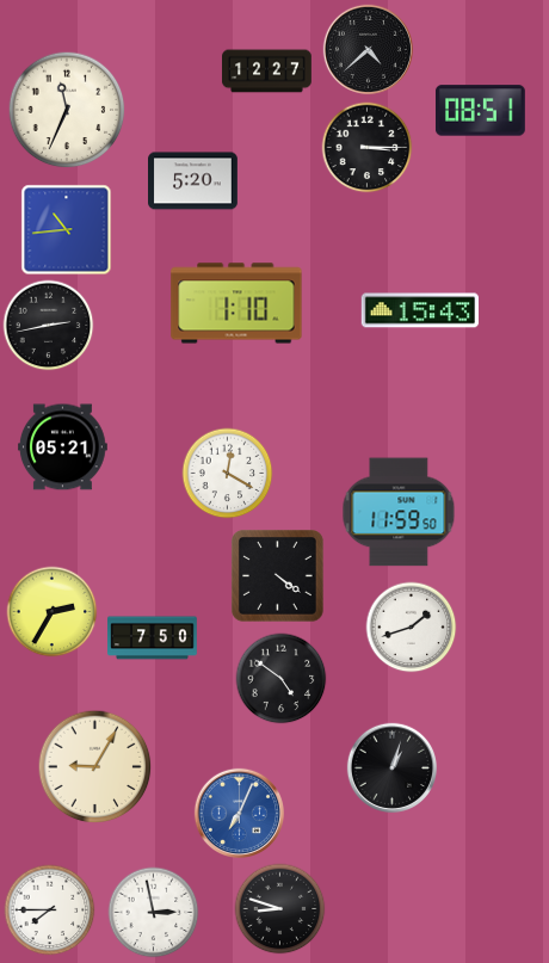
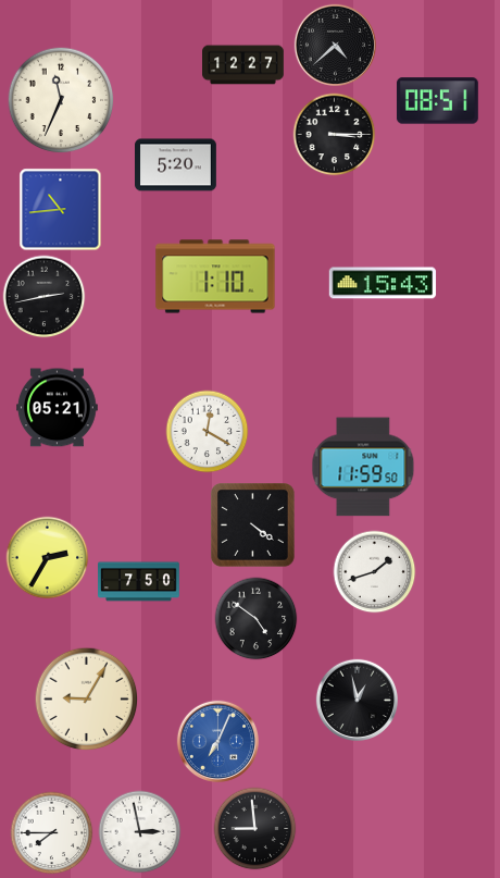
clock at (391, 767): 1:03 -> 12:58
clock at (280, 909): 8:48 -> 8:59
clock at (50, 910) position: (50, 910) -> (52, 833)
